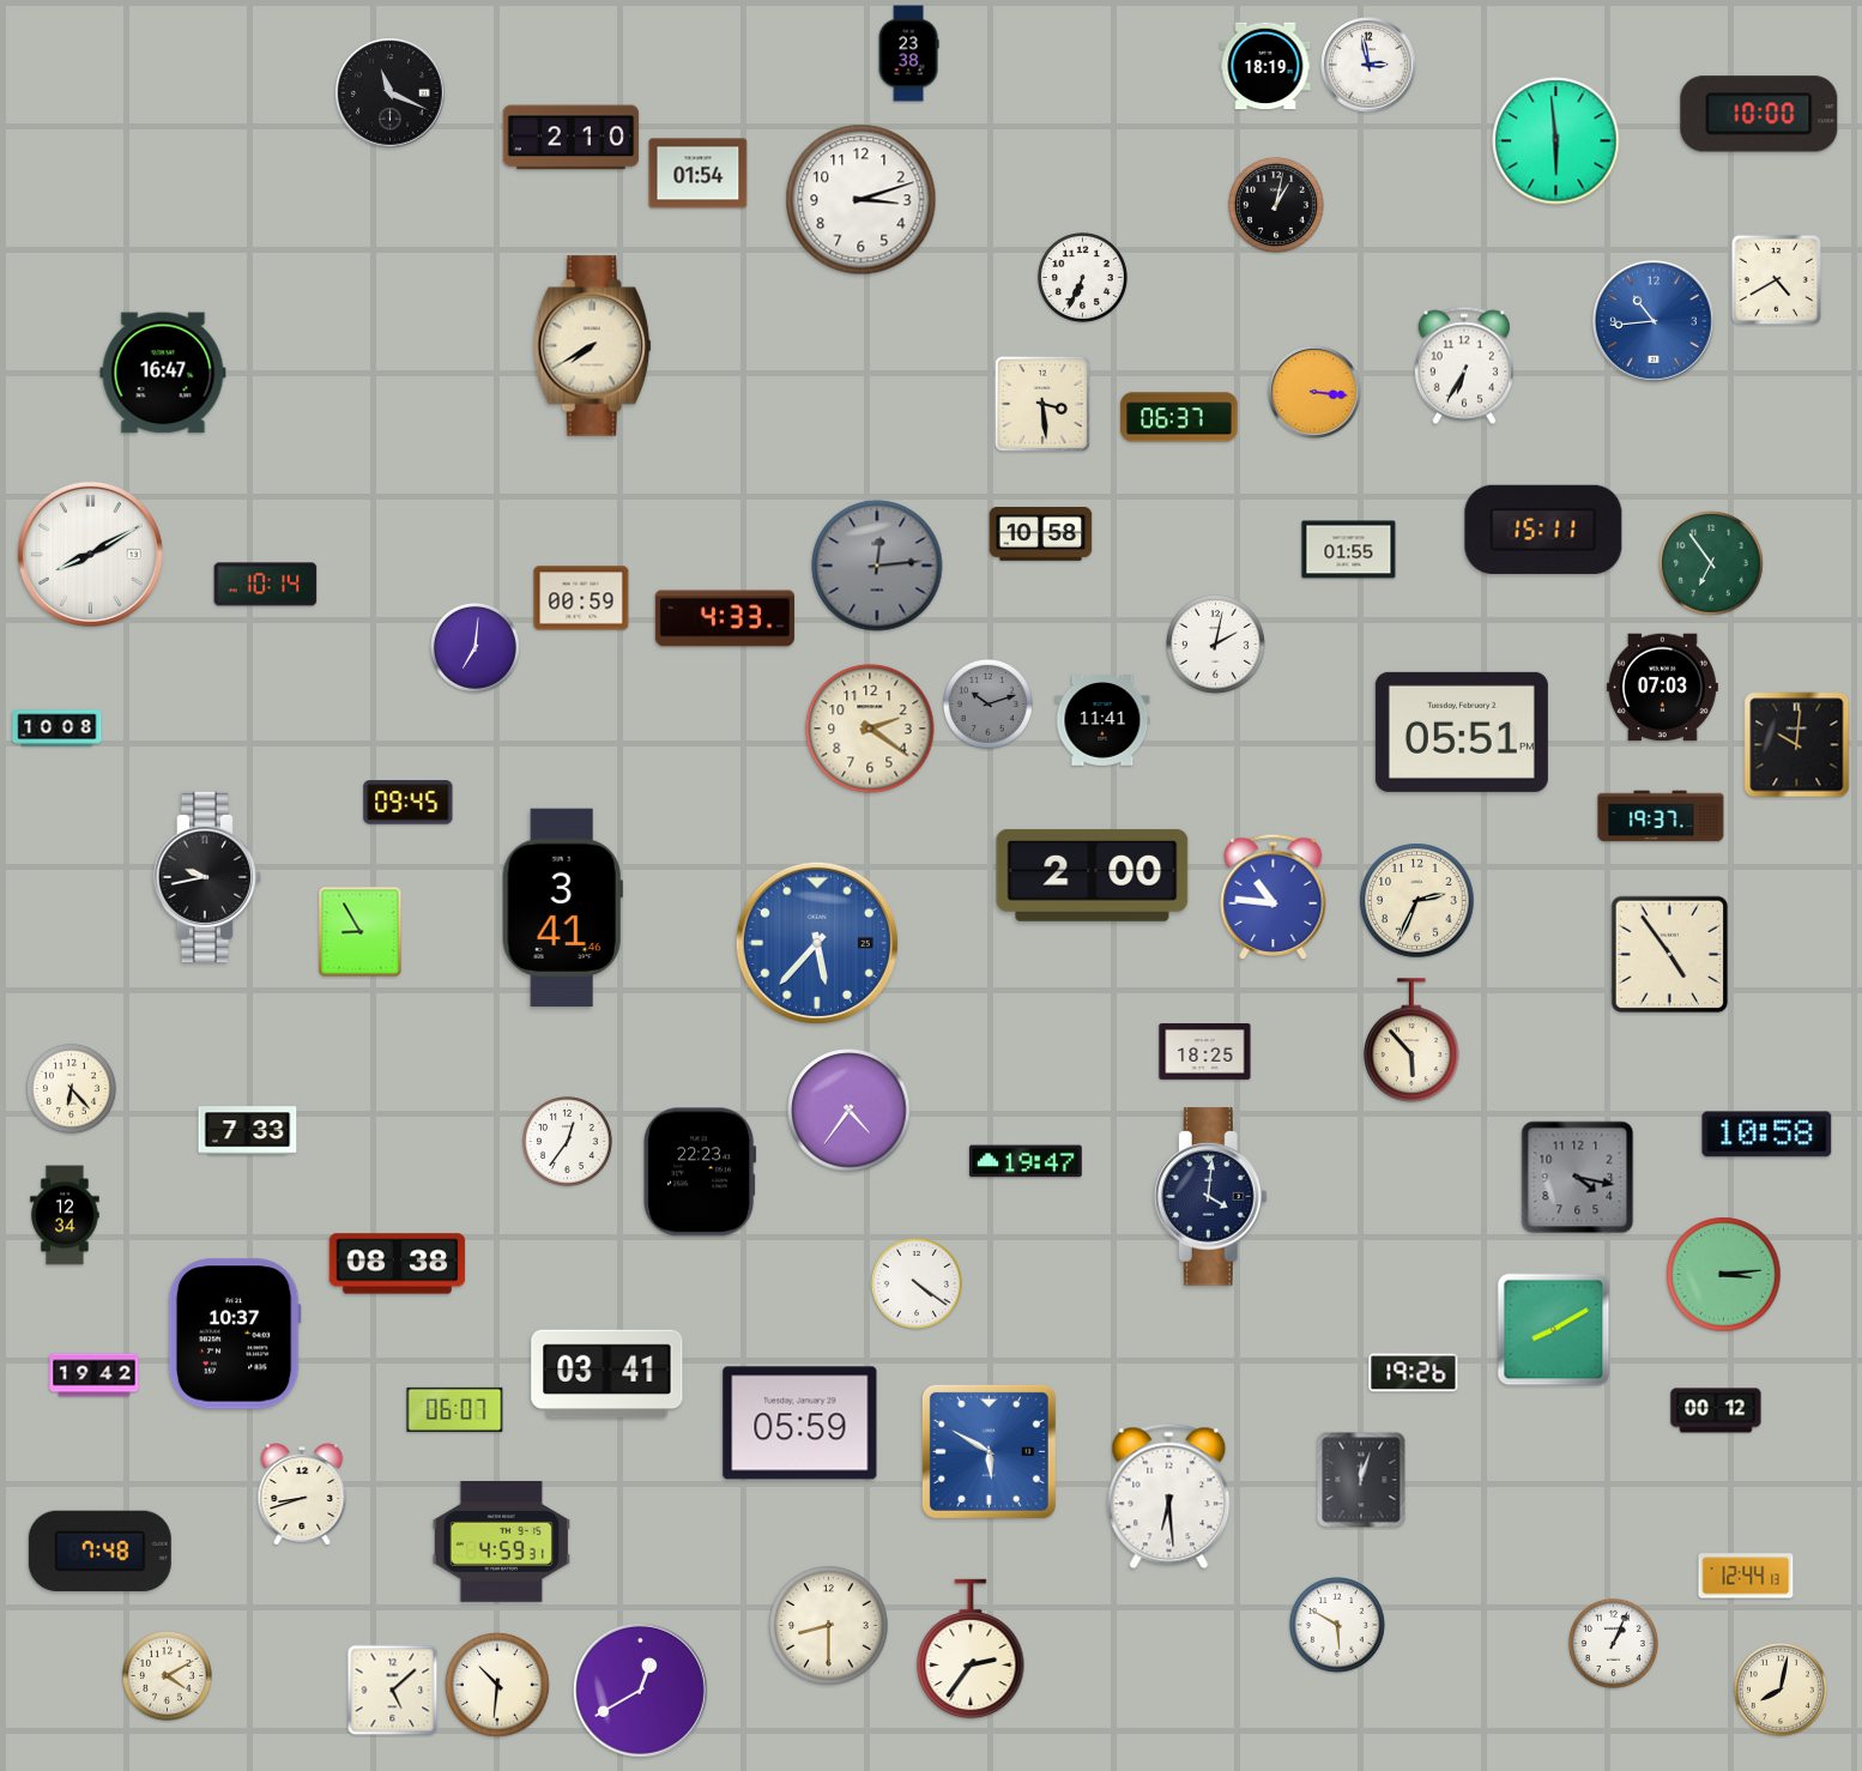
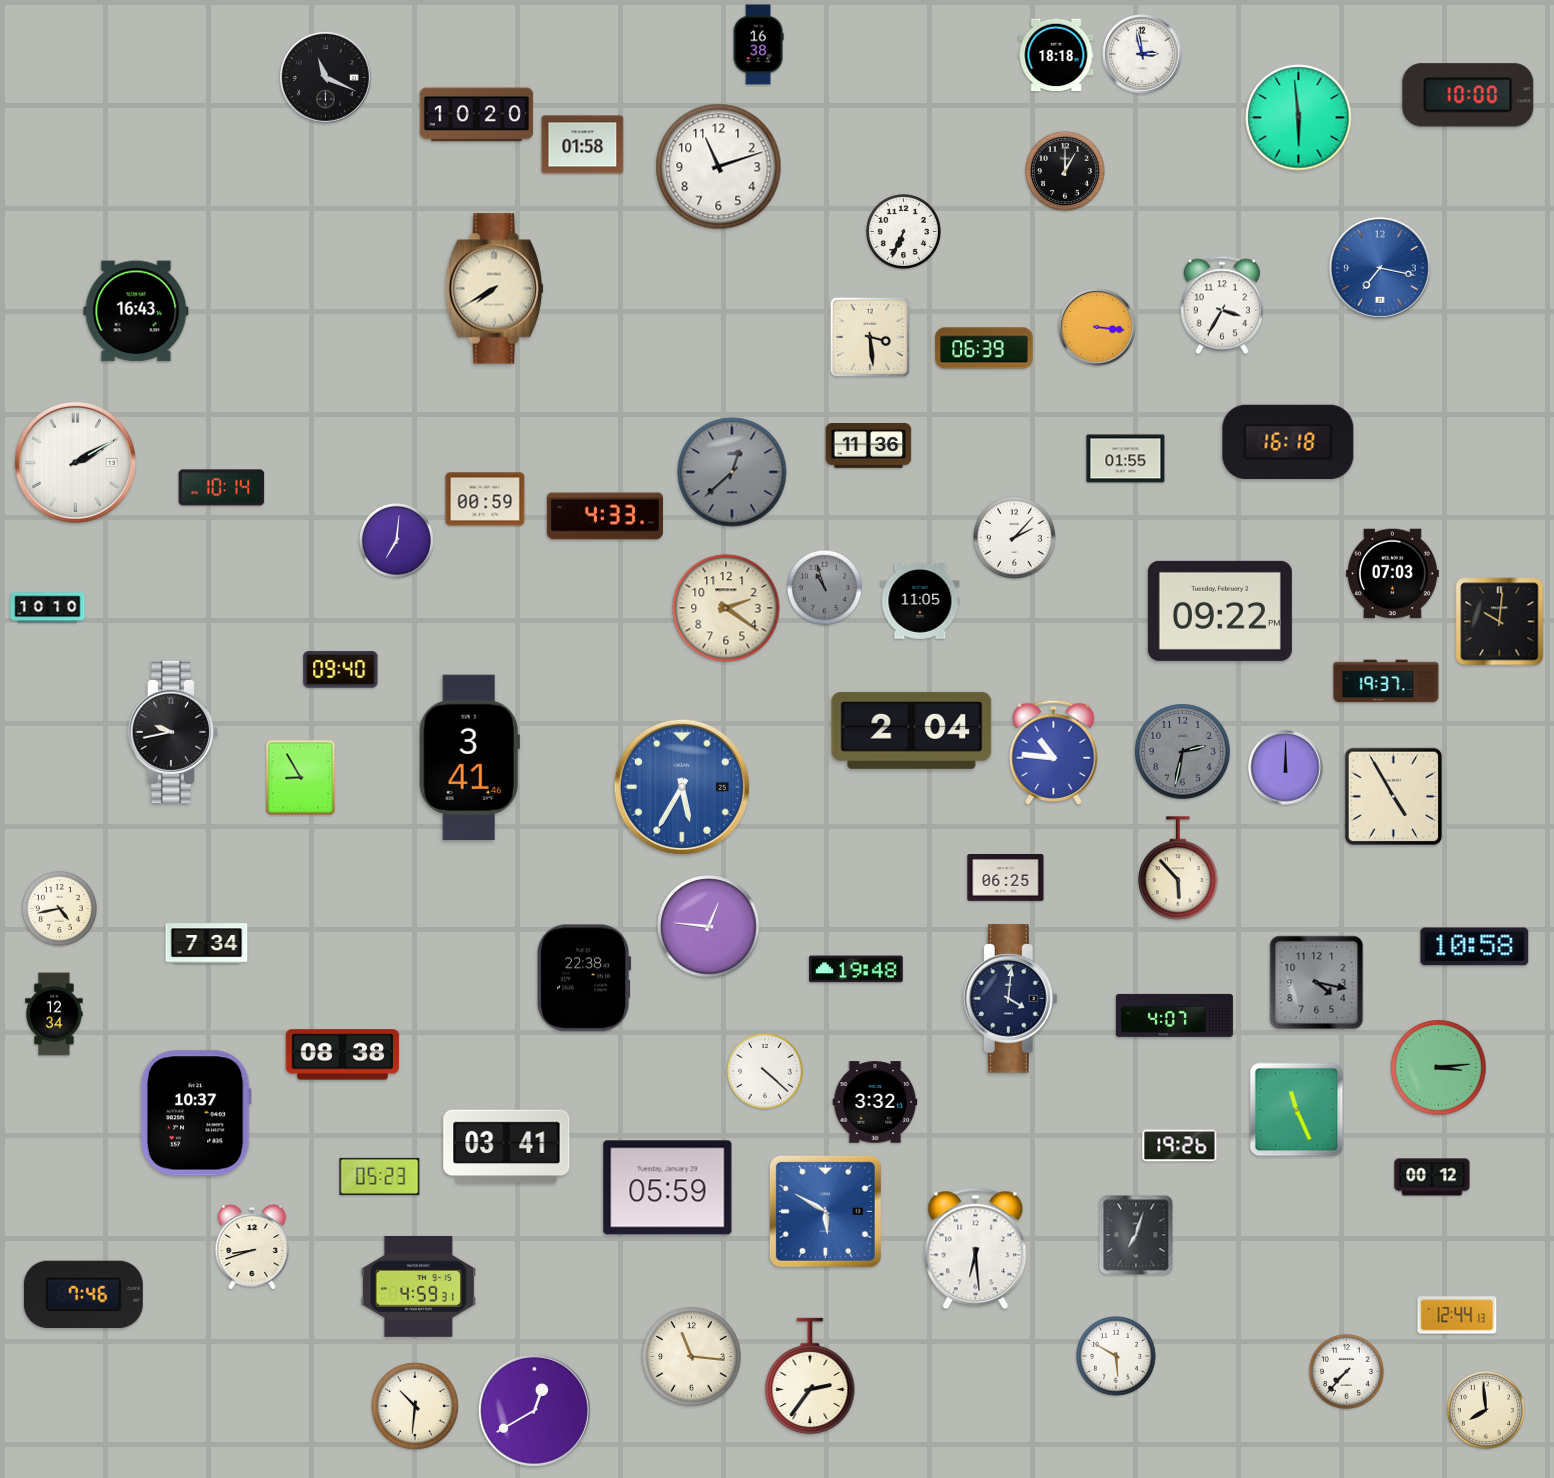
clock at (908, 54): 23:38 -> 16:38
clock at (1265, 66): 18:19 -> 18:18
clock at (572, 138): 2:10 -> 10:20
clock at (699, 174): 01:54 -> 01:58
clock at (862, 200): 3:12 -> 11:12
clock at (1276, 205): 1:02 -> 1:00
clock at (1776, 279): 4:40 -> none
clock at (1654, 321): 10:44 -> 7:17
clock at (1464, 365): 6:35 -> 3:35
clock at (163, 373): 16:47 -> 16:43
clock at (1179, 417): 06:37 -> 06:39
clock at (1543, 530): 15:11 -> 16:18
clock at (1041, 534): 10:58 -> 11:36
clock at (90, 554): 8:10 -> 2:10
clock at (1711, 563): 6:54 -> none
clock at (877, 566): 12:14 -> 12:38
clock at (1216, 645): 2:02 -> 2:07
clock at (1662, 688) position: (1662, 688) -> (1392, 574)
clock at (987, 703): 10:12 -> 10:57
clock at (1102, 721): 11:41 -> 11:05
clock at (58, 729): 10:08 -> 10:10
clock at (1462, 732): 05:51 -> 09:22
clock at (409, 803): 09:45 -> 09:40
clock at (1093, 875): 2:00 -> 2:04
clock at (1274, 896) position: (1274, 896) -> (1054, 752)
clock at (1417, 901): 2:34 -> 2:32
clock at (1417, 901) dial: cream -> grey
clock at (1286, 768): none -> 12:00
clock at (817, 943): 5:37 -> 5:35
clock at (1670, 955): 4:54 -> 4:55
clock at (1205, 1052): 18:25 -> 06:25
clock at (71, 1088): 6:23 -> 4:43
clock at (850, 1111): 4:36 -> 12:46
clock at (248, 1131): 7:33 -> 7:34
clock at (567, 1141): 12:36 -> none
clock at (1026, 1161): 19:47 -> 19:48
clock at (700, 1172): 22:23 -> 22:38
clock at (1174, 1015): none -> 4:07
clock at (398, 1264) position: (398, 1264) -> (343, 1055)
clock at (1724, 1275) position: (1724, 1275) -> (1439, 1068)
clock at (917, 1283): 4:21 -> 4:22
clock at (875, 1102): none -> 3:32
clock at (1554, 1330): 8:10 -> 11:26
clock at (95, 1376): 19:42 -> none
clock at (455, 1409): 06:07 -> 05:23
clock at (1361, 1480): 12:03 -> 7:03
clock at (99, 1551): 7:48 -> 7:46
clock at (829, 1626): 8:30 -> 11:16
clock at (1613, 1643): 1:04 -> 7:37
clock at (167, 1675): 4:10 -> none
clock at (1781, 1690): 8:02 -> 7:59
clock at (393, 1691): 5:08 -> none
